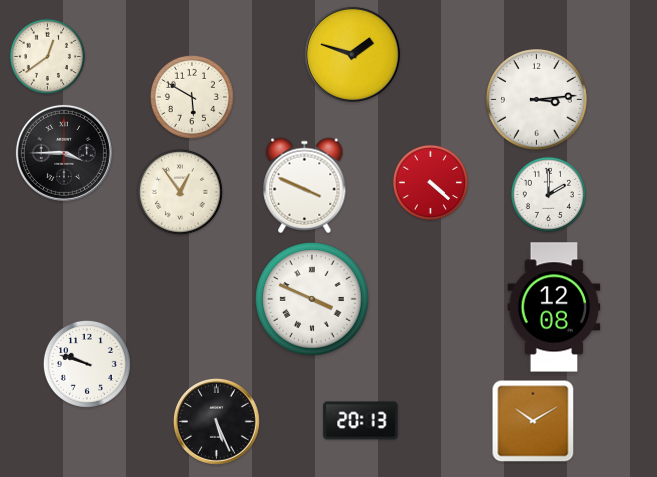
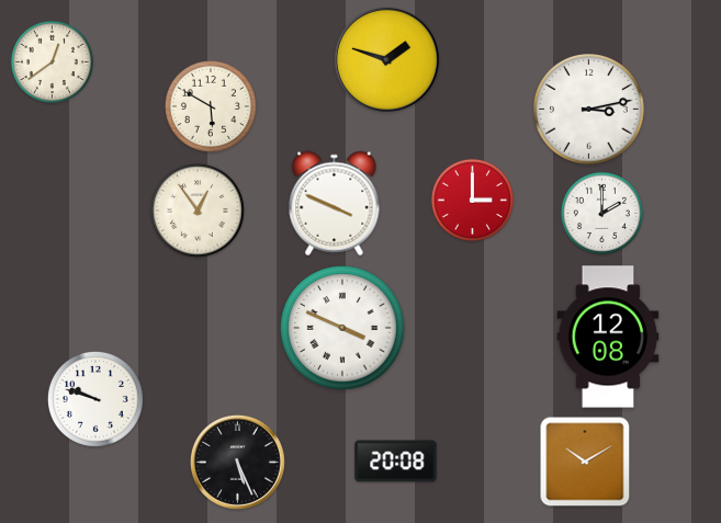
clock at (537, 100): 3:14 -> 3:13
clock at (64, 153): 3:45 -> none
clock at (430, 182): 4:22 -> 3:00
clock at (361, 421): 20:13 -> 20:08
